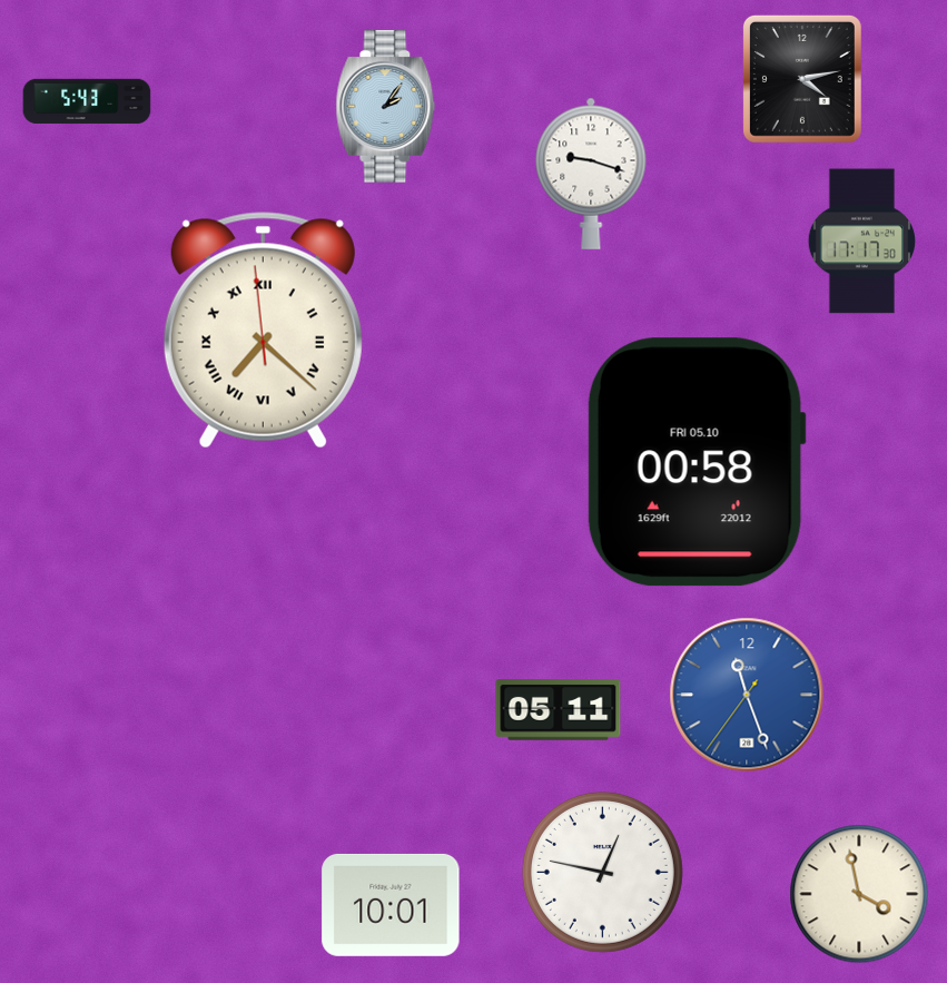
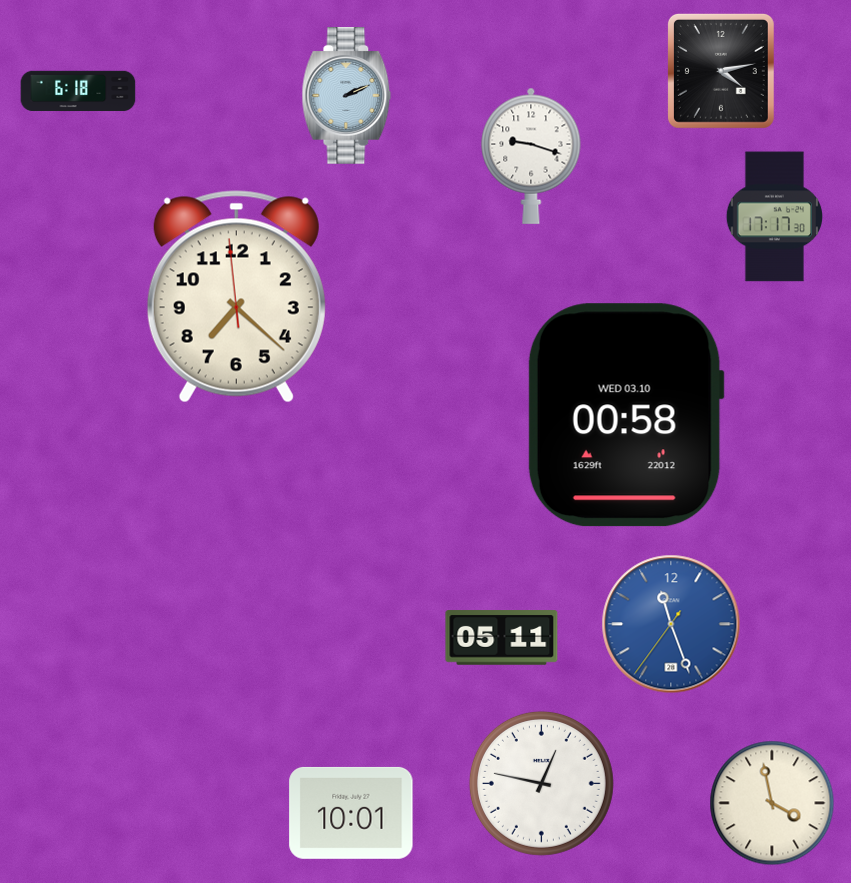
clock at (87, 101): 5:43 -> 6:18
clock at (386, 107): 2:06 -> 2:11
clock at (263, 331) numerals: Roman -> Arabic
clock at (697, 462) date: FRI 05.10 -> WED 03.10
